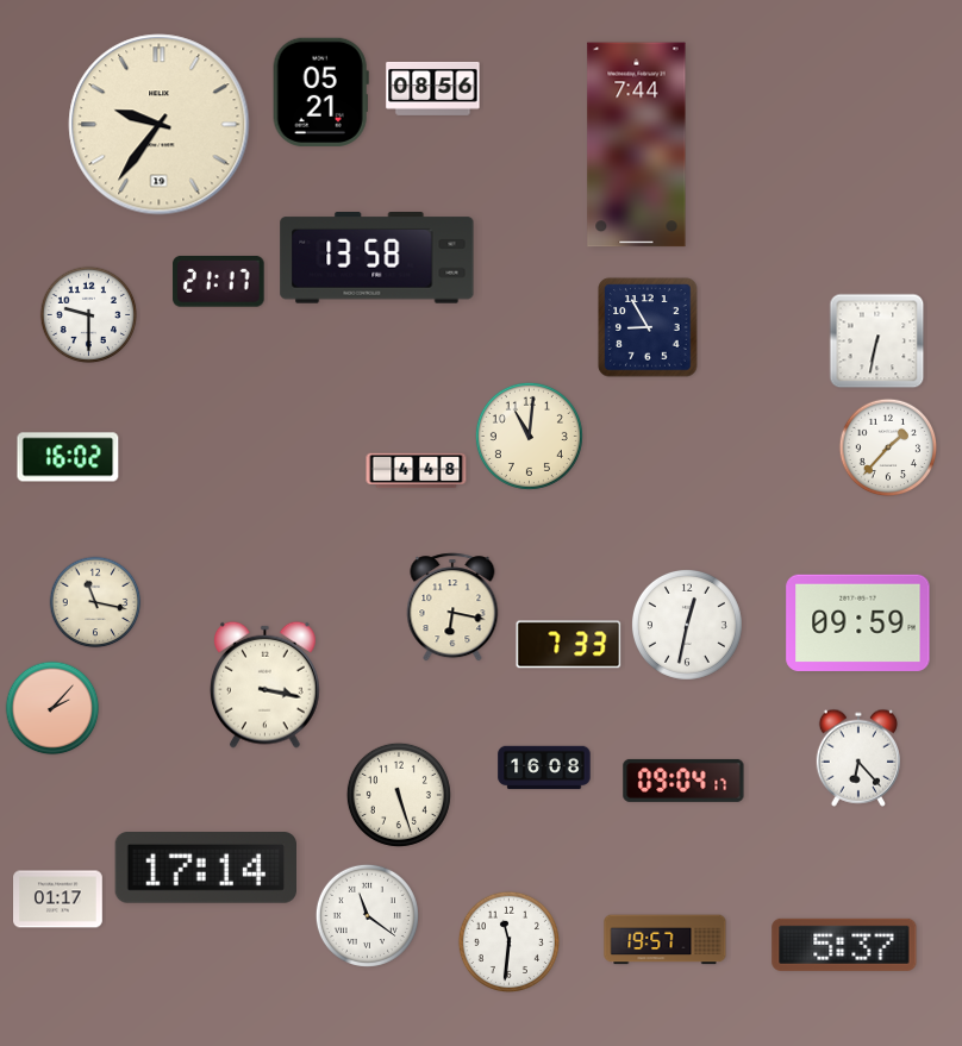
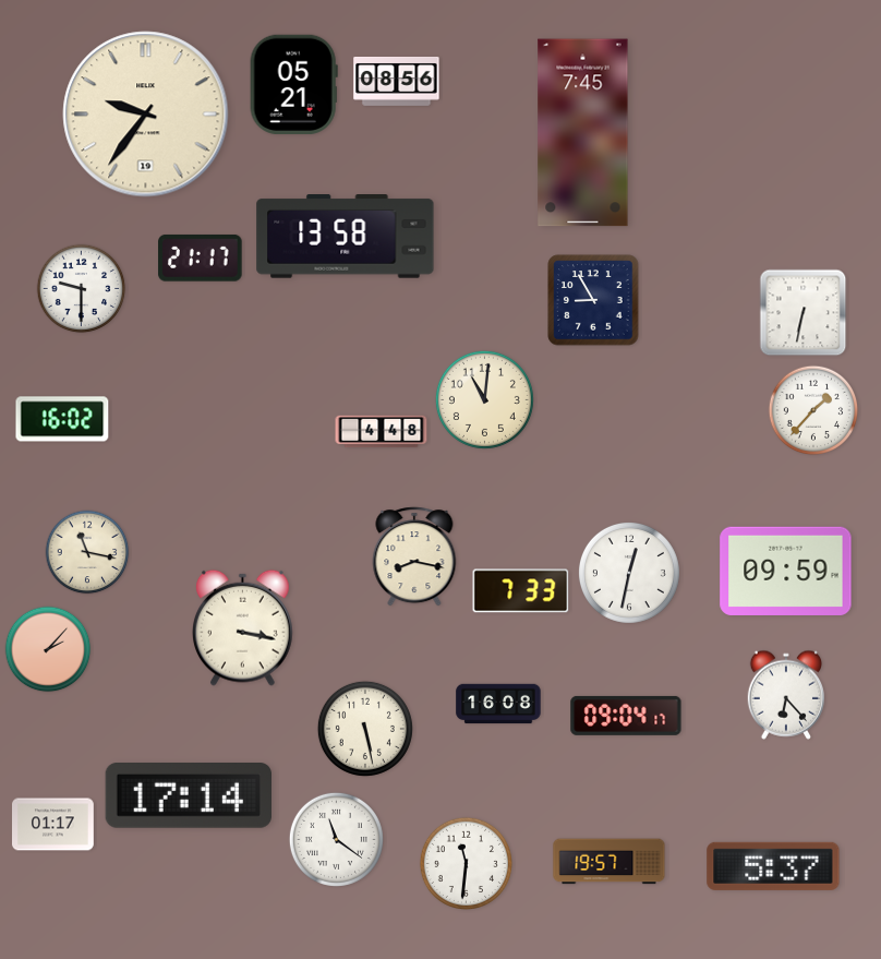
clock at (637, 145): 7:44 -> 7:45
clock at (452, 607): 6:17 -> 8:17
clock at (399, 795): 5:27 -> 5:28
